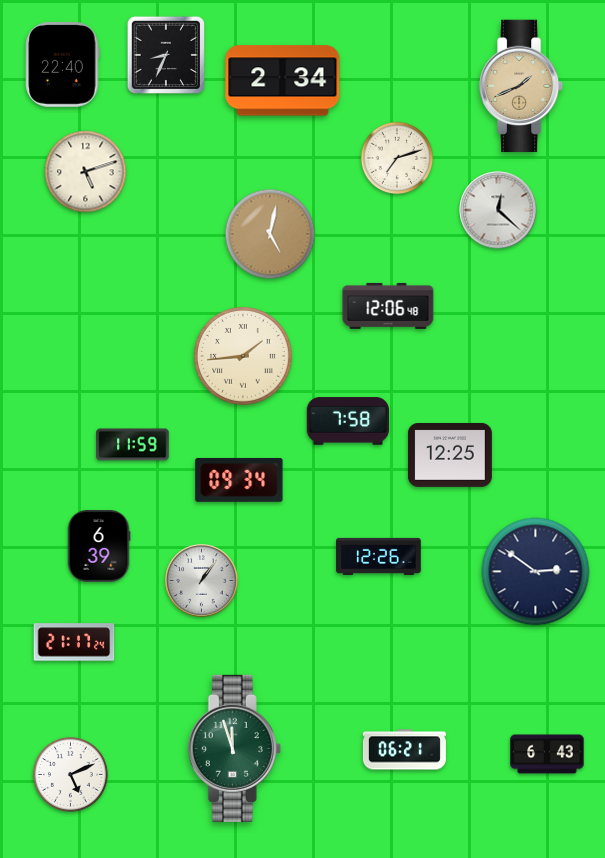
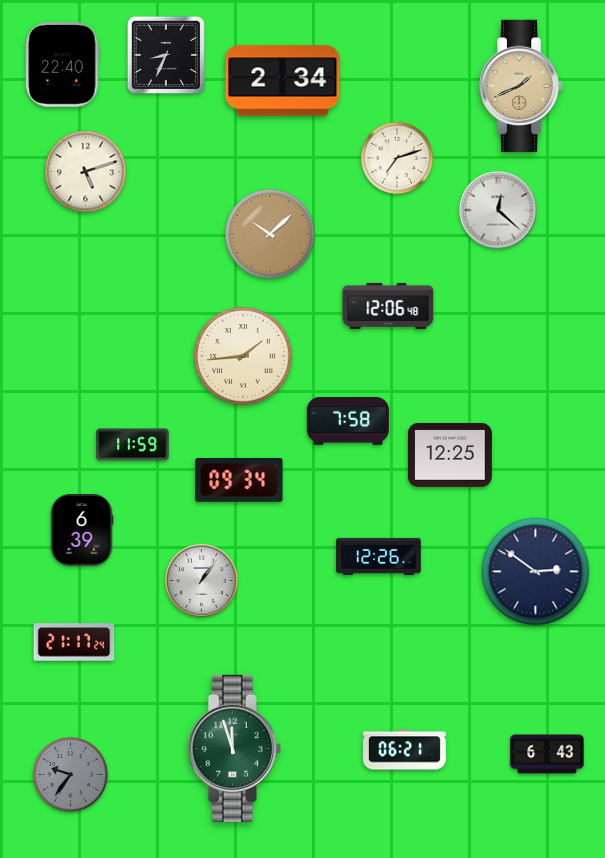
clock at (270, 234): 5:02 -> 10:08
clock at (99, 546) position: (99, 546) -> (82, 530)
clock at (70, 774): 5:11 -> 9:36
clock at (70, 774) dial: white -> grey
